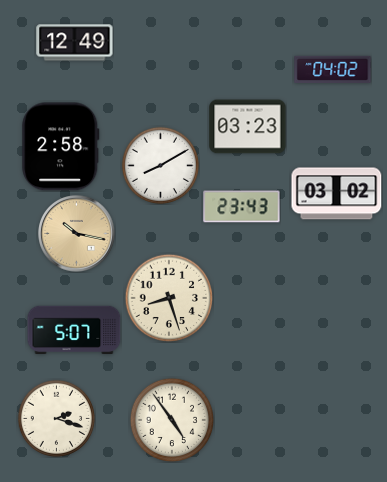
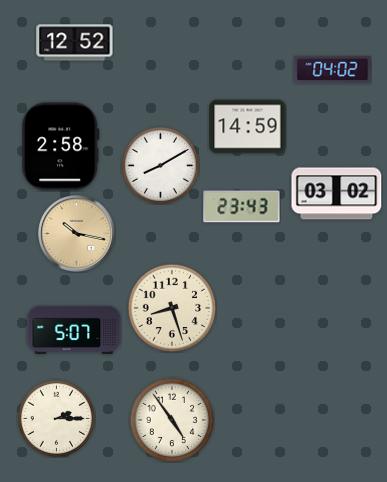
clock at (75, 43): 12:49 -> 12:52
clock at (248, 127): 03:23 -> 14:59
clock at (169, 298) position: (169, 298) -> (172, 308)
clock at (56, 418): 2:18 -> 2:15
